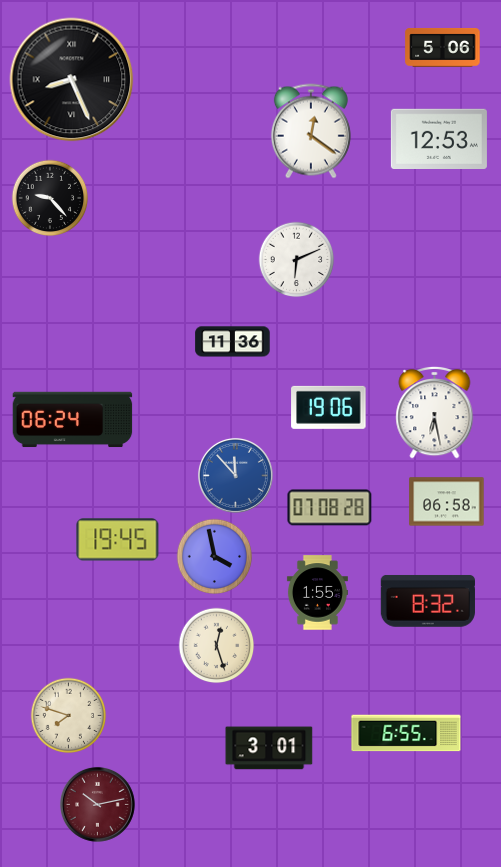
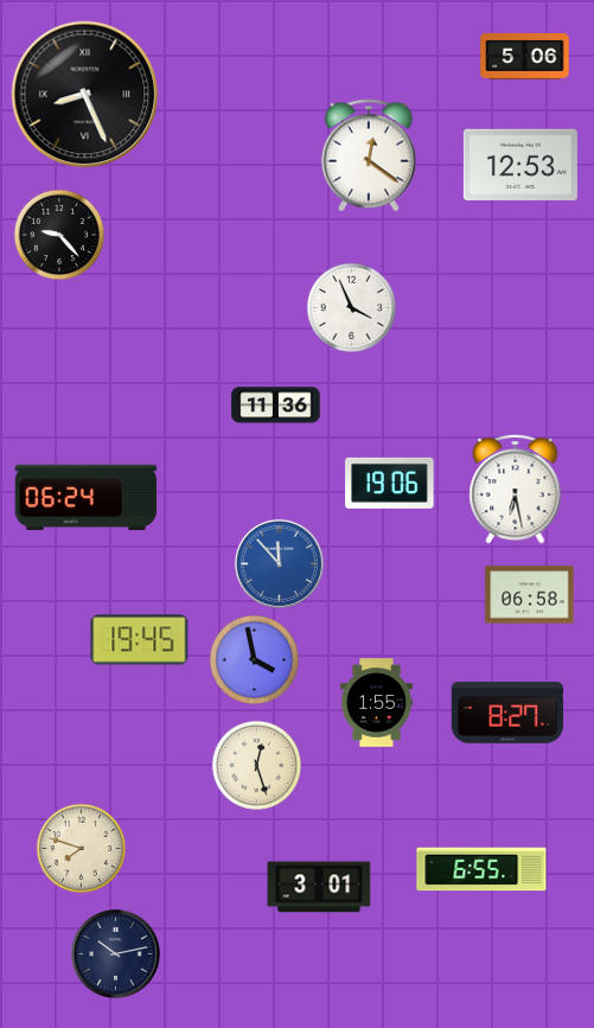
clock at (297, 260): 6:11 -> 3:56
clock at (330, 508): 07:08 -> none
clock at (428, 601): 8:32 -> 8:27
clock at (97, 804) dial: burgundy -> navy
